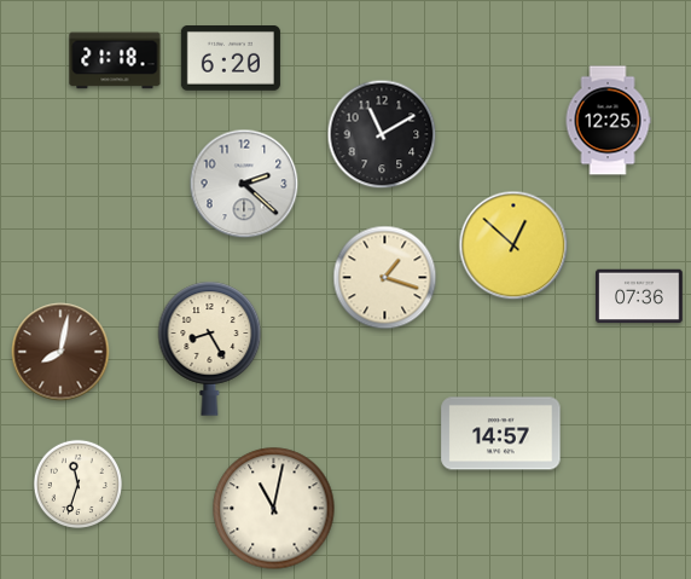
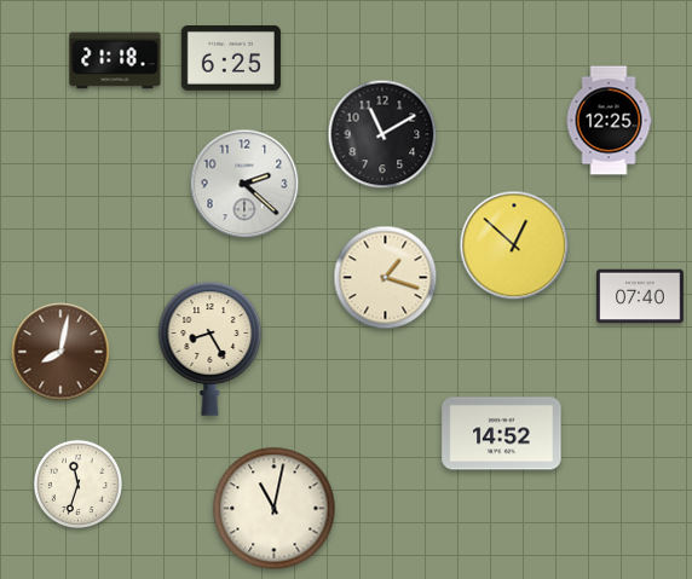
clock at (231, 59): 6:20 -> 6:25
clock at (639, 296): 07:36 -> 07:40
clock at (501, 434): 14:57 -> 14:52
